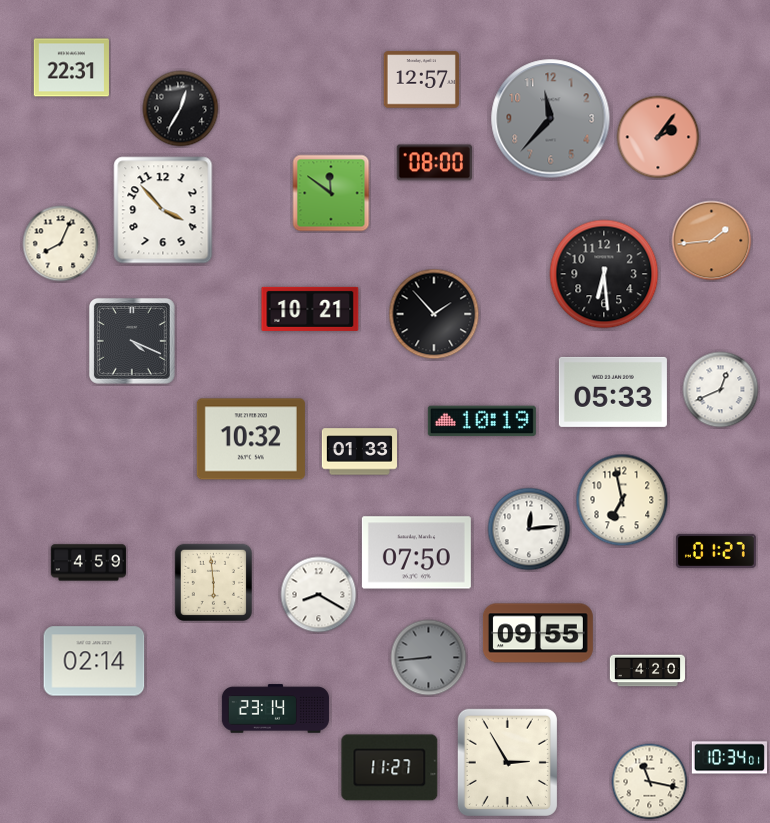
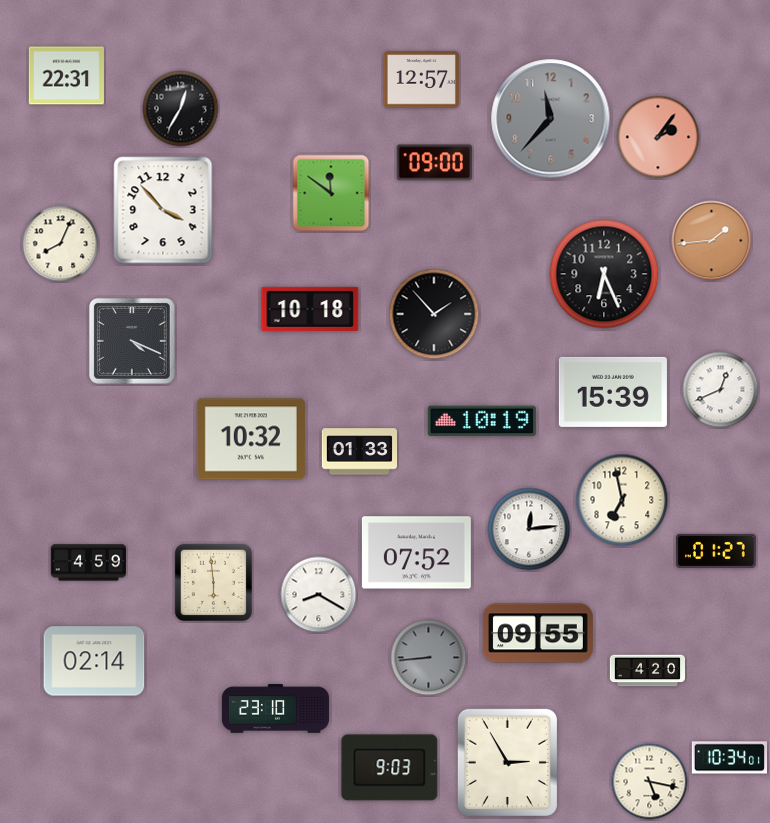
clock at (71, 68) position: (71, 68) -> (66, 76)
clock at (434, 163): 08:00 -> 09:00
clock at (604, 274): 6:29 -> 6:26
clock at (310, 309): 10:21 -> 10:18
clock at (613, 392): 05:33 -> 15:39
clock at (416, 553): 07:50 -> 07:52
clock at (275, 709): 23:14 -> 23:10
clock at (390, 768): 11:27 -> 9:03
clock at (650, 782): 11:17 -> 5:17
